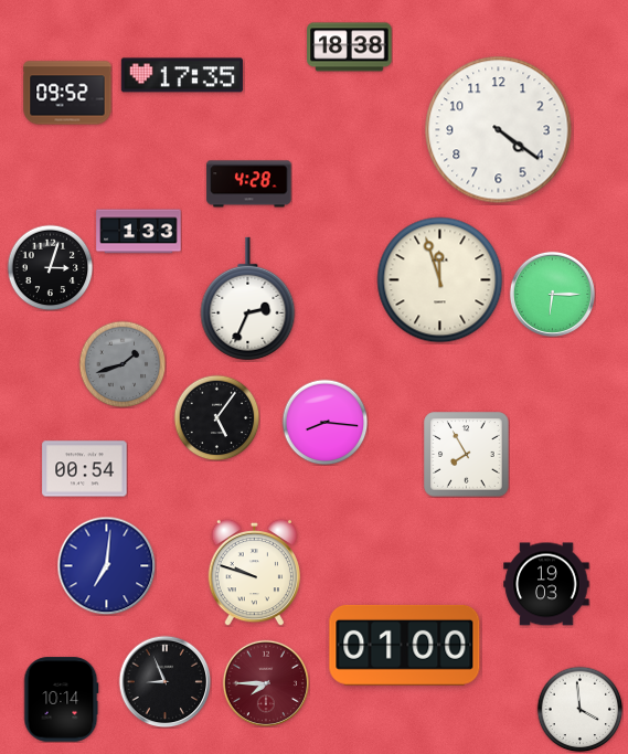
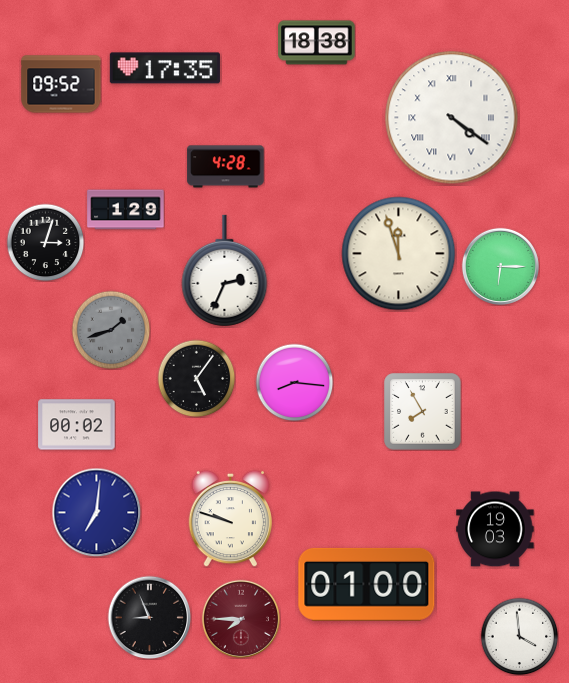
clock at (499, 130) numerals: Arabic -> Roman
clock at (139, 232): 1:33 -> 1:29
clock at (85, 469): 00:54 -> 00:02
clock at (62, 700): 10:14 -> none
clock at (579, 709) position: (579, 709) -> (519, 636)
